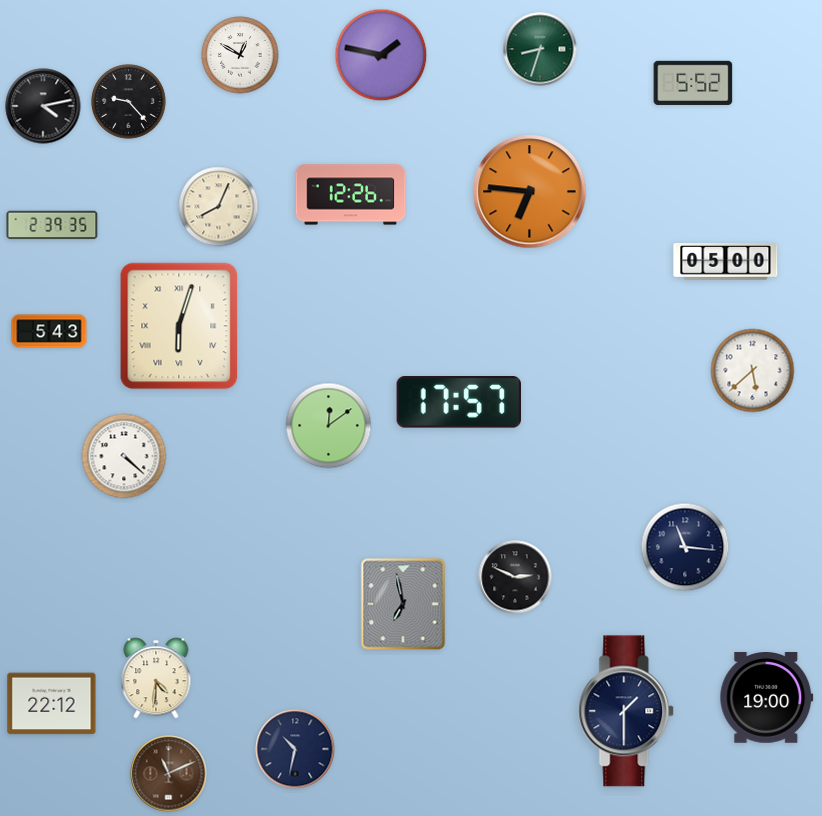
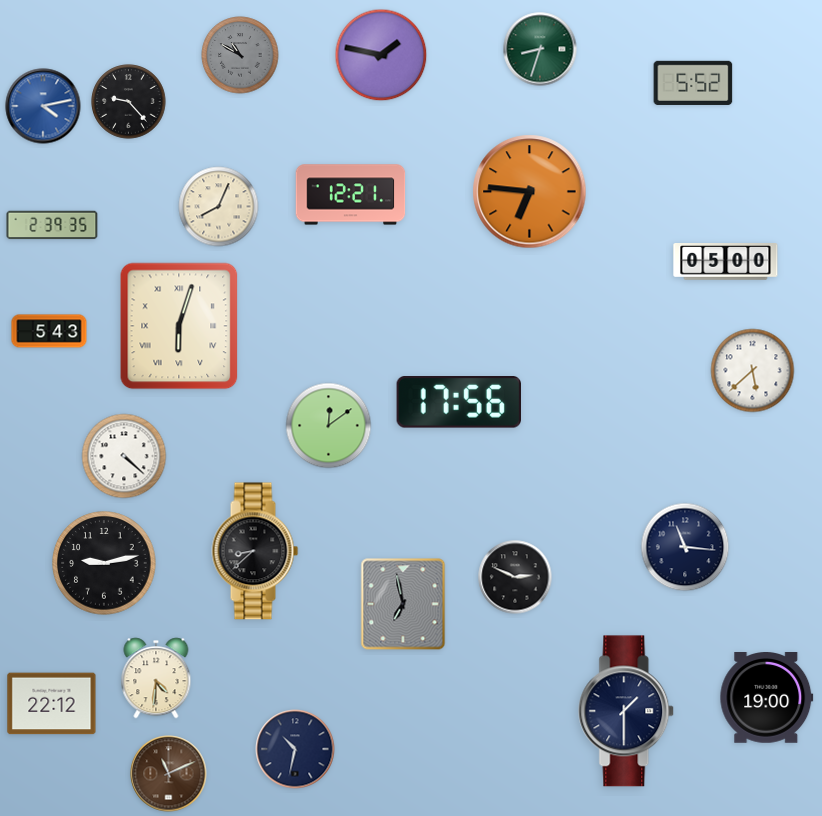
clock at (240, 55): 12:50 -> 10:50
clock at (240, 55) dial: white -> grey
clock at (43, 106) dial: black -> blue
clock at (351, 195): 12:26 -> 12:21
clock at (458, 402): 17:57 -> 17:56
clock at (255, 551): none -> 8:38
clock at (104, 563): none -> 9:13
